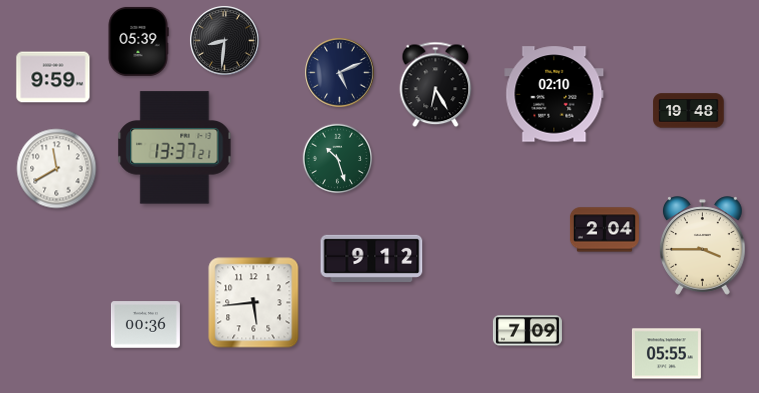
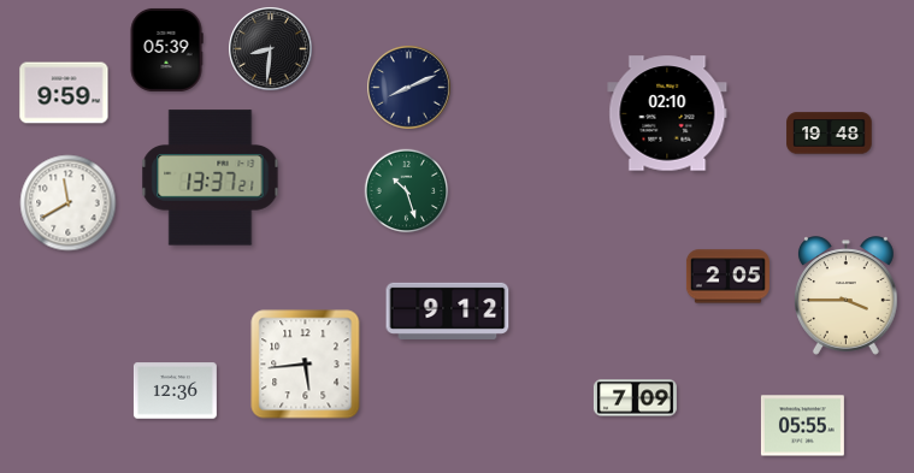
clock at (340, 73): 5:11 -> 8:11
clock at (436, 85): 6:25 -> none
clock at (604, 230): 2:04 -> 2:05
clock at (145, 325): 00:36 -> 12:36
